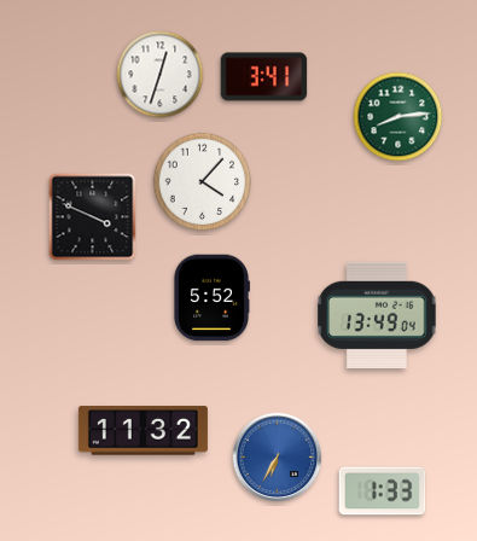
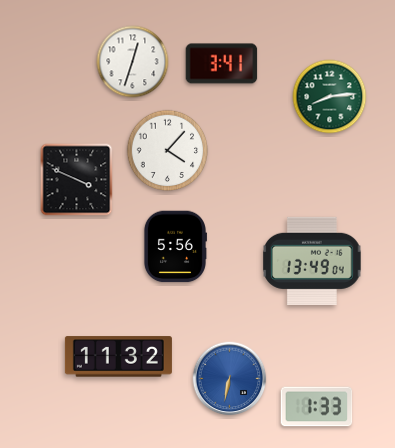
clock at (264, 77) position: (264, 77) -> (222, 64)
clock at (211, 298): 5:52 -> 5:56
clock at (278, 458): 6:35 -> 6:32
